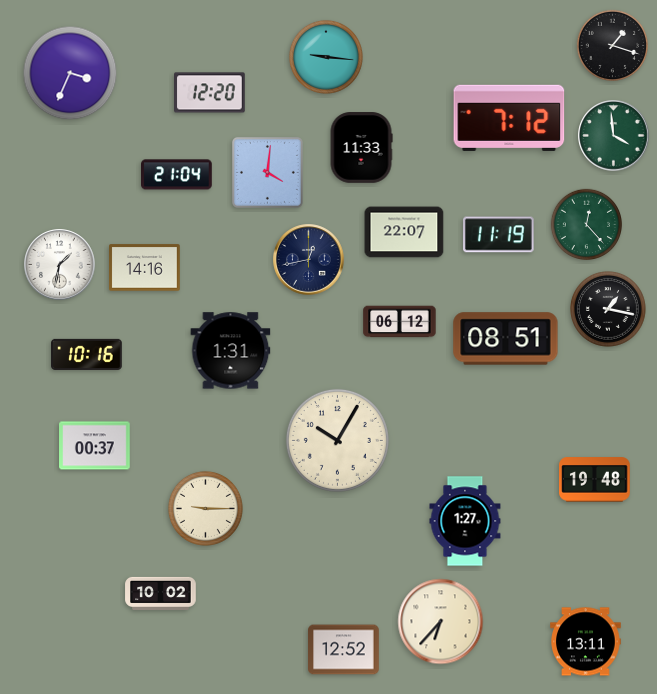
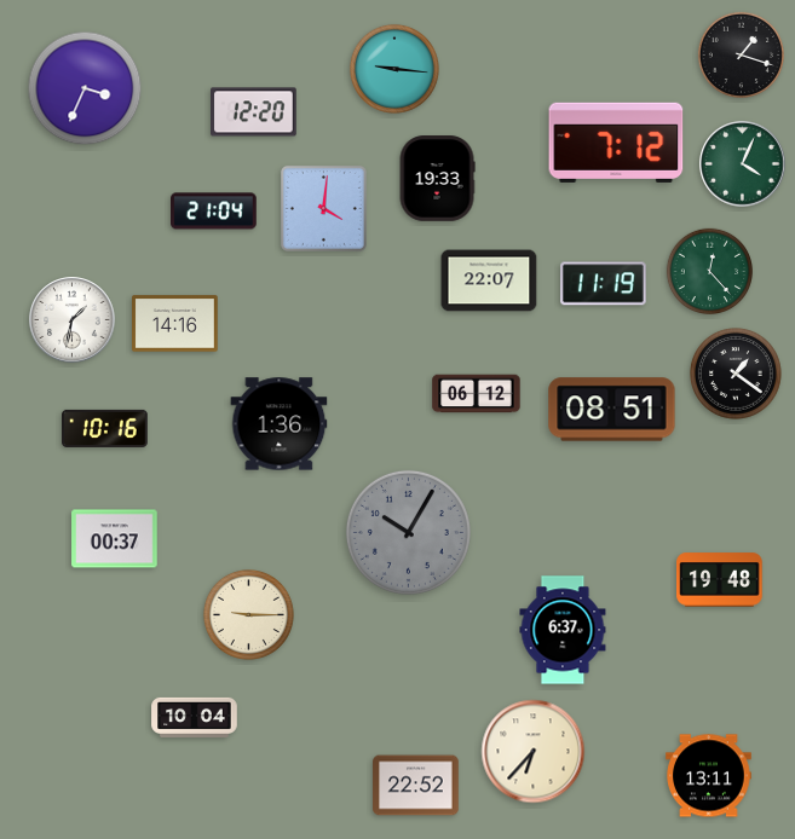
clock at (614, 136): 3:59 -> 4:04
clock at (361, 148): 11:33 -> 19:33
clock at (309, 260): 12:43 -> none
clock at (609, 310): 1:17 -> 1:21
clock at (400, 322) position: (400, 322) -> (477, 394)
clock at (231, 351): 1:31 -> 1:36
clock at (337, 440) dial: cream -> grey
clock at (465, 521): 1:27 -> 6:37
clock at (161, 593): 10:02 -> 10:04
clock at (344, 650): 12:52 -> 22:52
